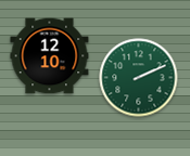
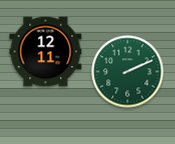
clock at (50, 56): 12:10 -> 12:11
